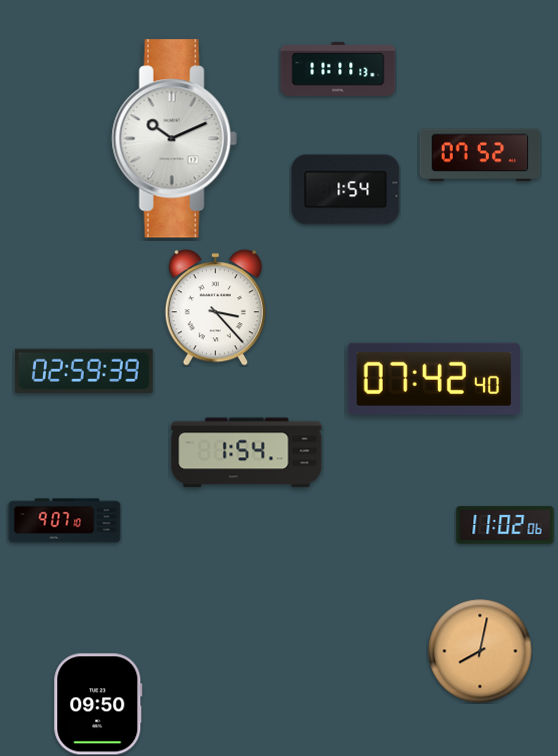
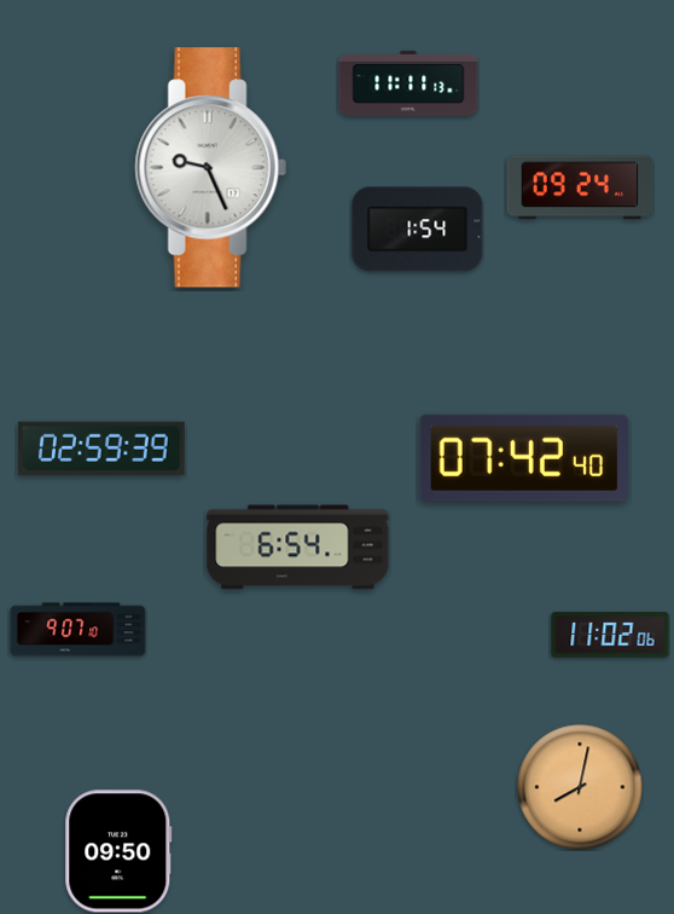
clock at (174, 139): 10:11 -> 9:26
clock at (480, 155): 07:52 -> 09:24
clock at (215, 308): 3:23 -> none
clock at (247, 453): 1:54 -> 6:54
